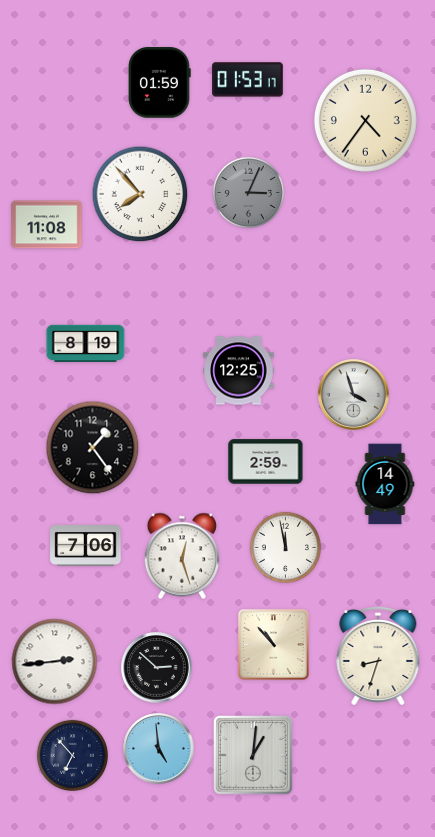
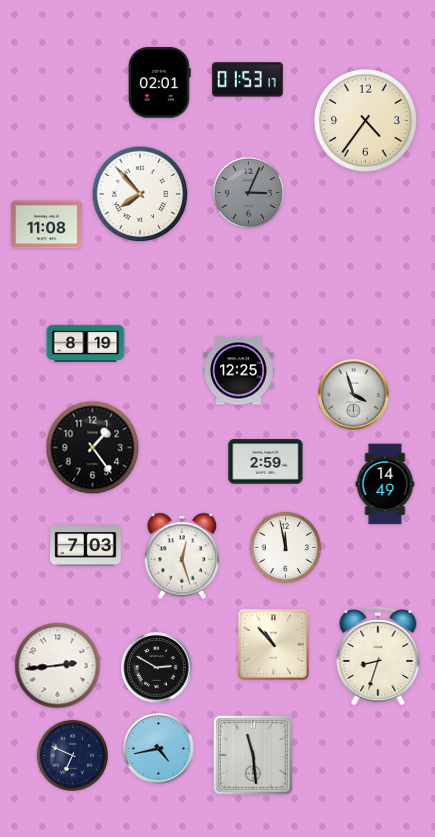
clock at (160, 83): 01:59 -> 02:01
clock at (86, 546): 7:06 -> 7:03
clock at (55, 662) position: (55, 662) -> (58, 666)
clock at (157, 668): 2:52 -> 2:50
clock at (159, 749): 4:59 -> 4:43
clock at (72, 755): 6:53 -> 6:49
clock at (254, 756): 1:01 -> 11:29
